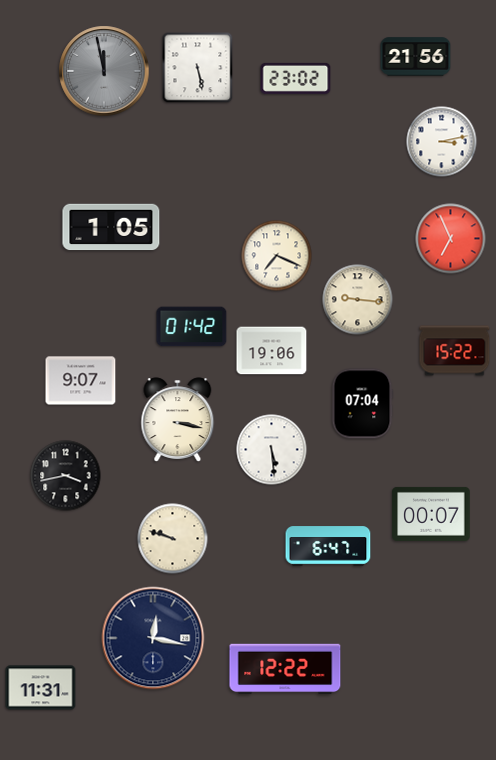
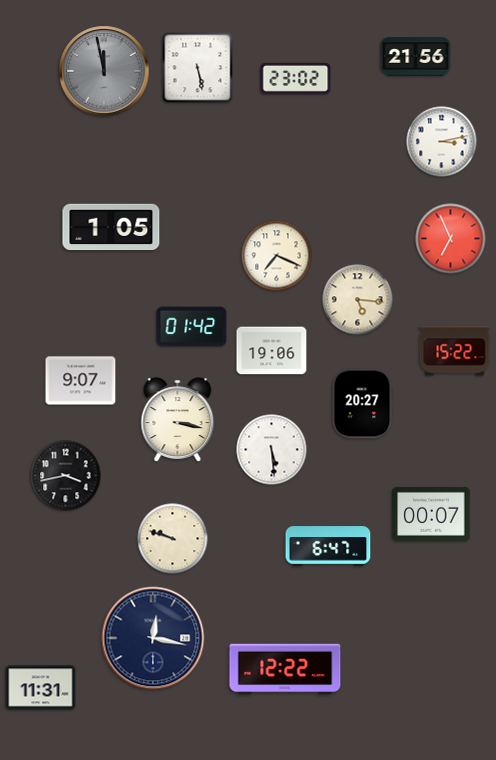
clock at (358, 300): 9:16 -> 5:16
clock at (362, 404): 07:04 -> 20:27
